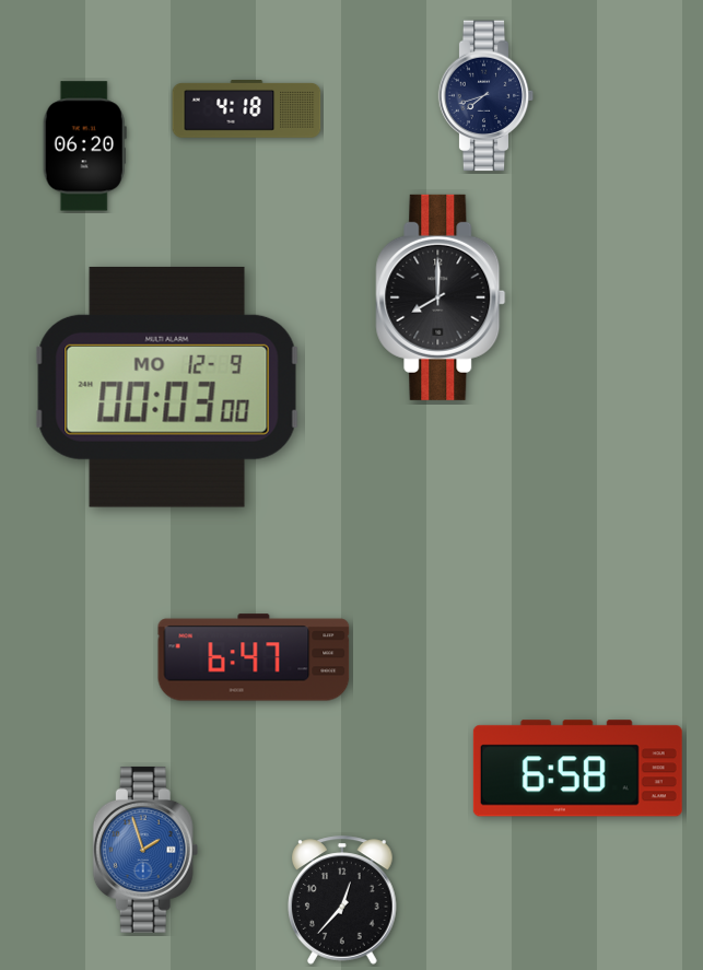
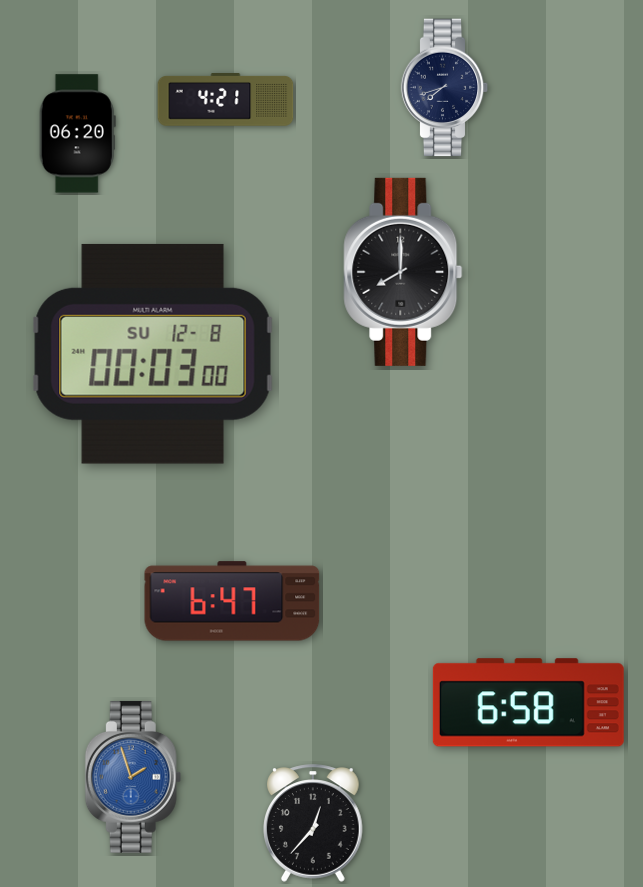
clock at (247, 109): 4:18 -> 4:21
clock at (167, 387) date: MO 12-9 -> SU 12-8
